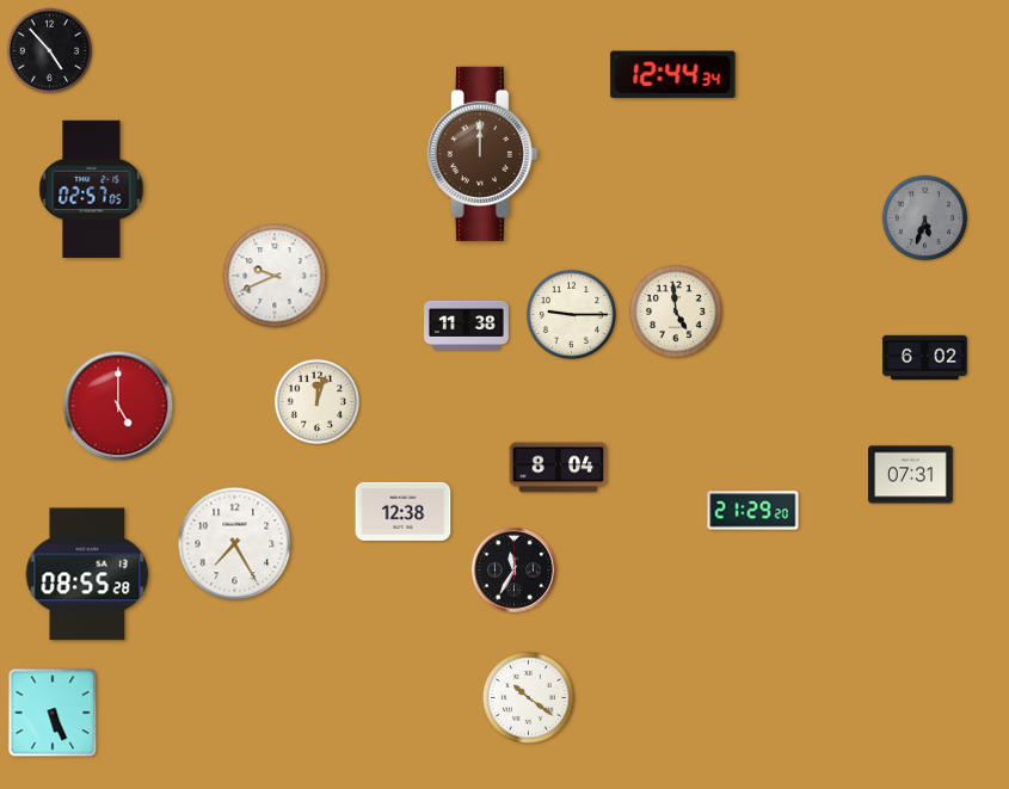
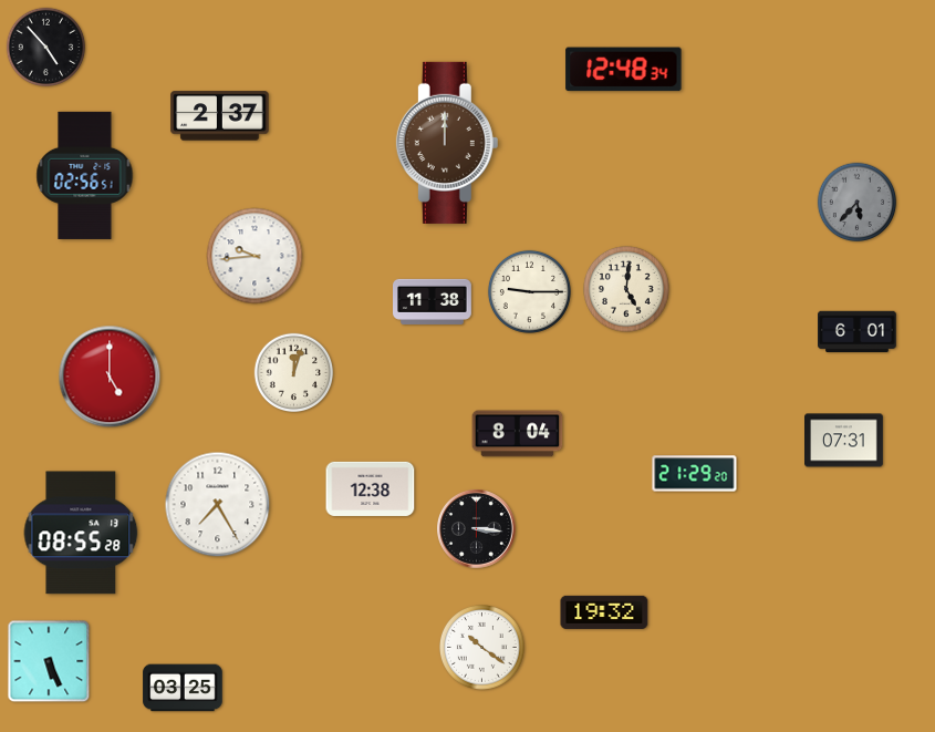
clock at (673, 75): 12:44 -> 12:48
clock at (220, 116): none -> 2:37
clock at (92, 189): 02:57 -> 02:56
clock at (925, 218): 5:33 -> 5:37
clock at (275, 276): 9:41 -> 9:44
clock at (677, 313): 4:59 -> 5:01
clock at (925, 358): 6:02 -> 6:01
clock at (404, 511) position: (404, 511) -> (371, 488)
clock at (753, 511) position: (753, 511) -> (695, 474)
clock at (515, 571): 11:35 -> 3:16
clock at (604, 612): none -> 19:32
clock at (528, 697) position: (528, 697) -> (481, 647)
clock at (183, 688): none -> 03:25
